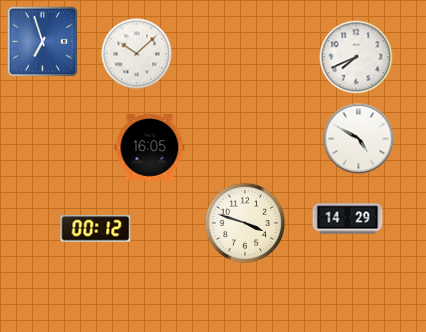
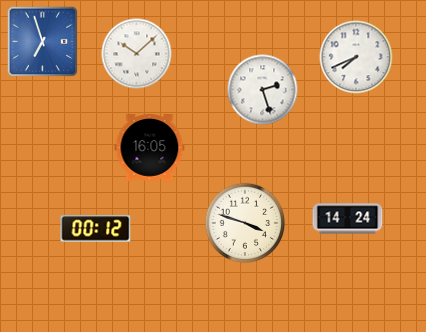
clock at (263, 90): none -> 2:27
clock at (359, 139): 4:50 -> none
clock at (348, 219): 14:29 -> 14:24
